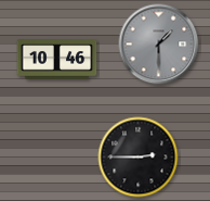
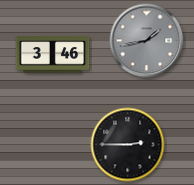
clock at (159, 45): 1:30 -> 1:43
clock at (57, 60): 10:46 -> 3:46
